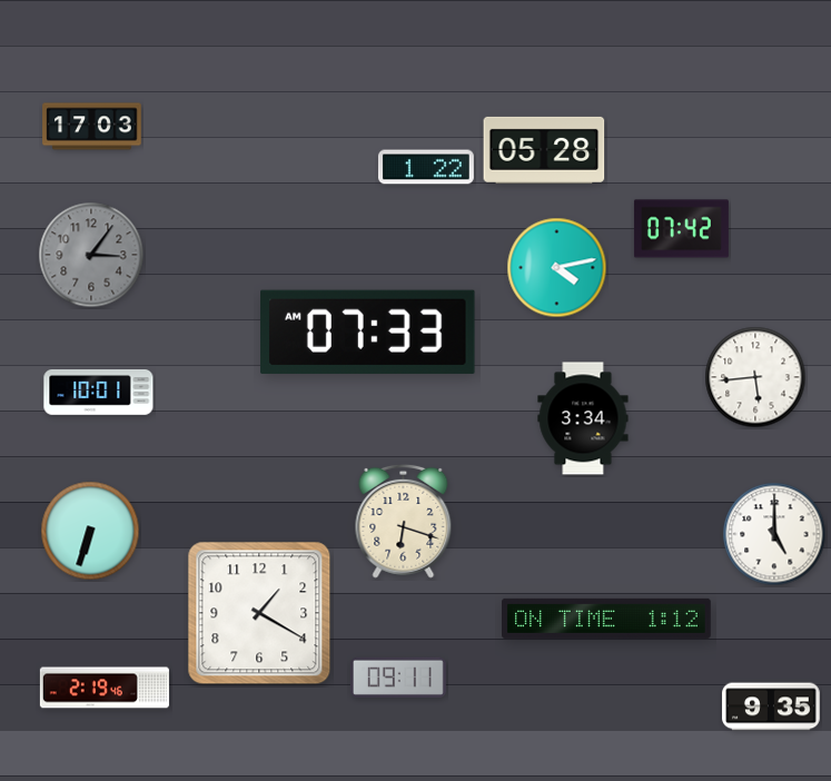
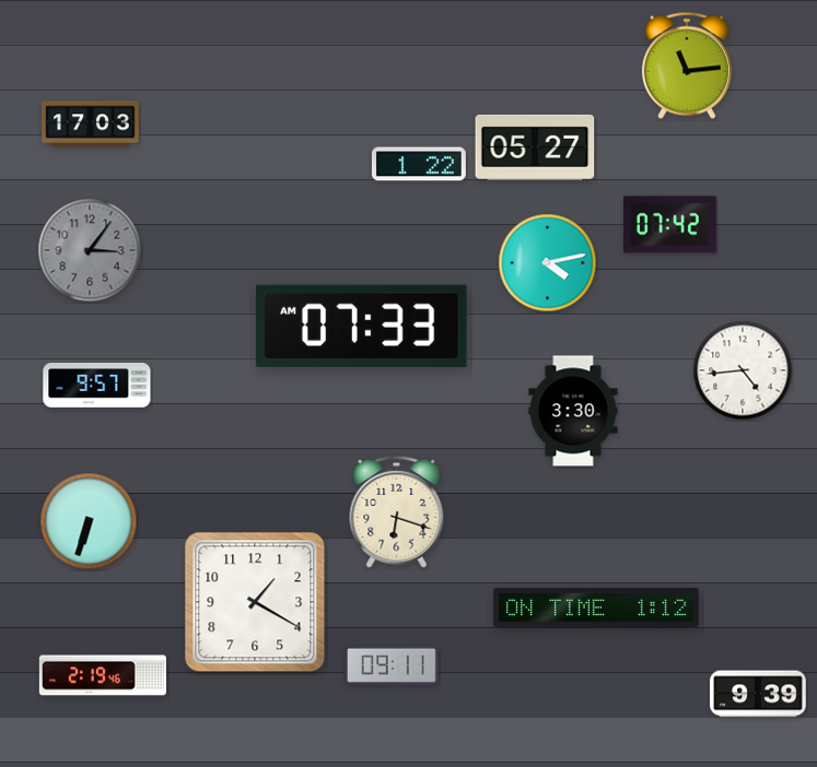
clock at (687, 66): none -> 11:14
clock at (544, 150): 05:28 -> 05:27
clock at (755, 377): 5:44 -> 4:44
clock at (99, 393): 10:01 -> 9:57
clock at (583, 418): 3:34 -> 3:30
clock at (774, 534): 5:00 -> none
clock at (771, 706): 9:35 -> 9:39
